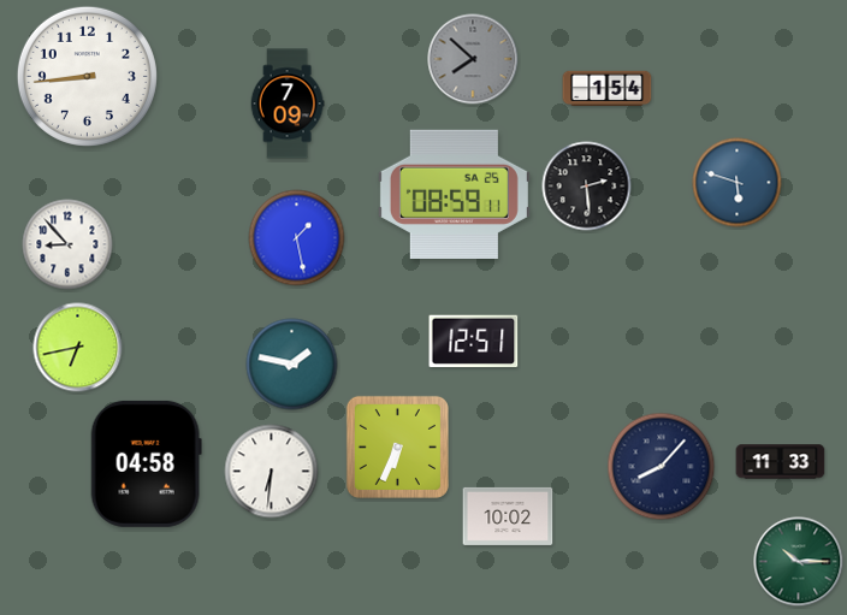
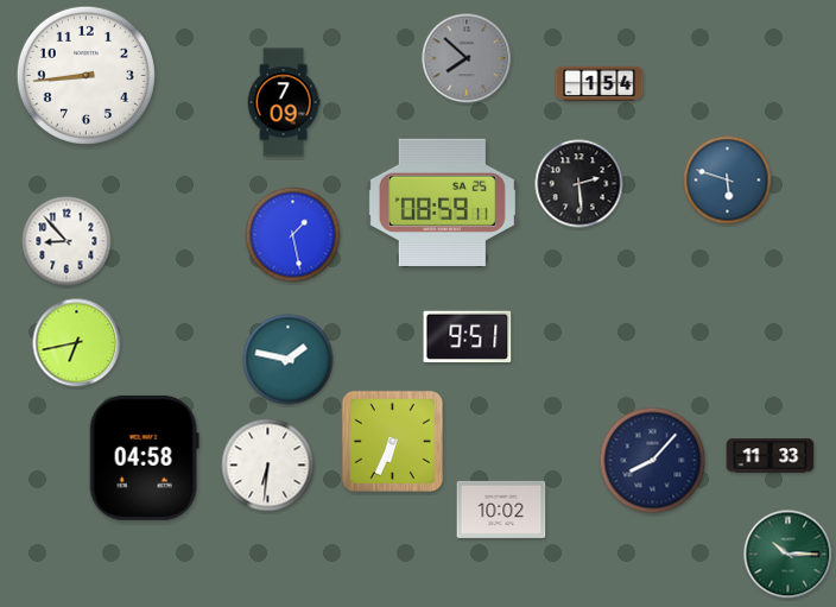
clock at (608, 89) position: (608, 89) -> (600, 84)
clock at (454, 194) position: (454, 194) -> (442, 202)
clock at (474, 341): 12:51 -> 9:51
